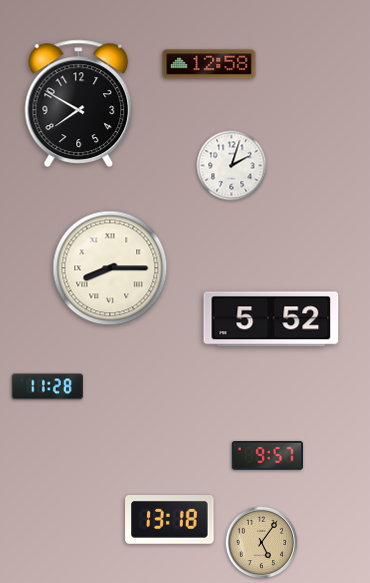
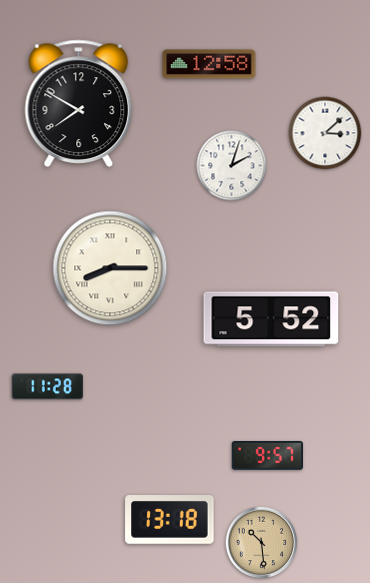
clock at (325, 133): none -> 3:08
clock at (262, 543): 5:06 -> 10:29
